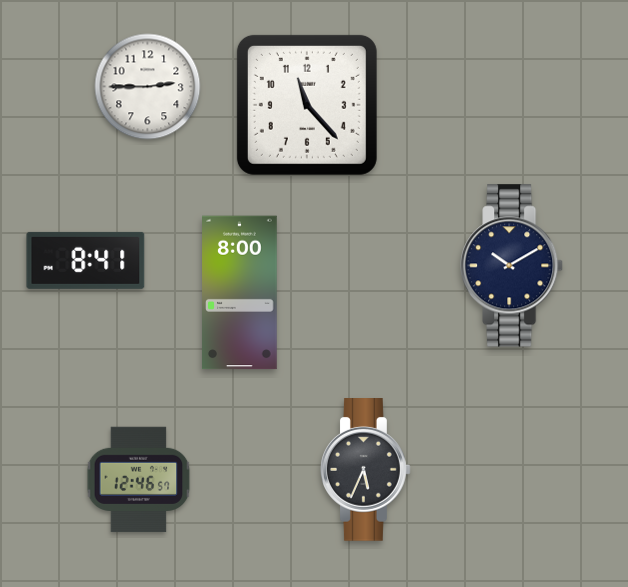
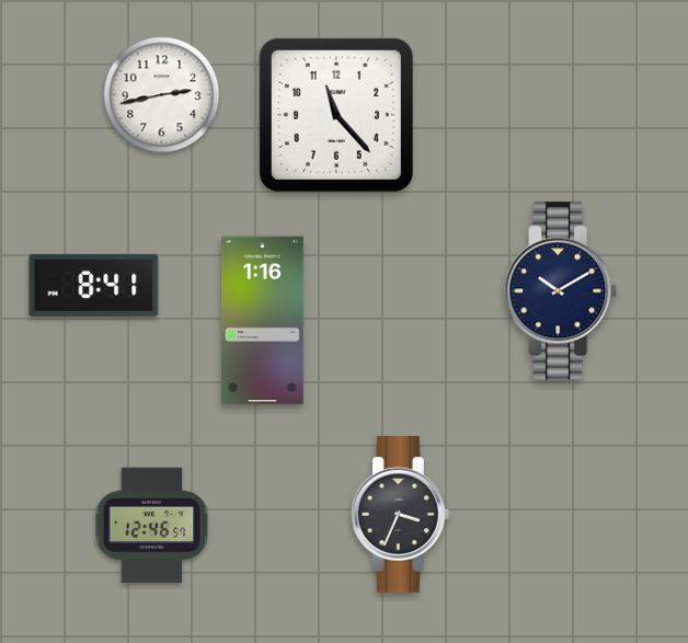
clock at (148, 87): 2:45 -> 2:43
clock at (240, 293): 8:00 -> 1:16
clock at (366, 470): 5:34 -> 3:34
